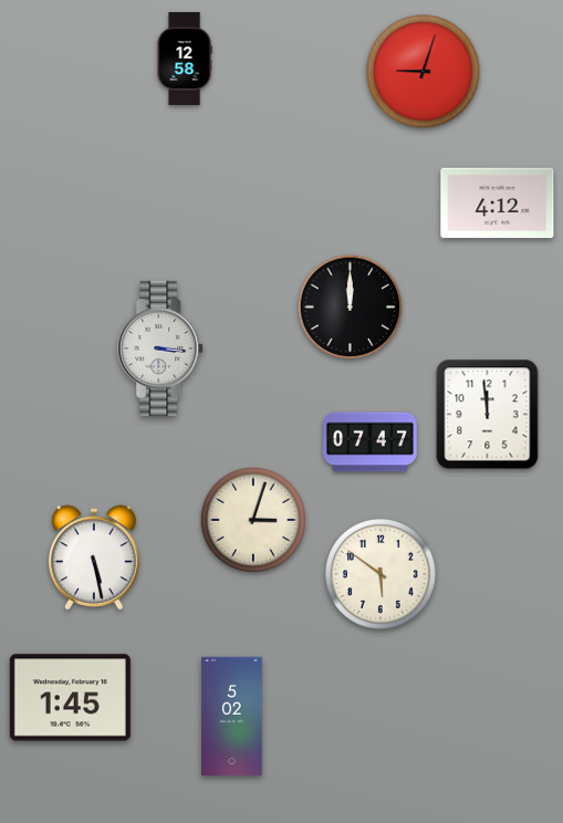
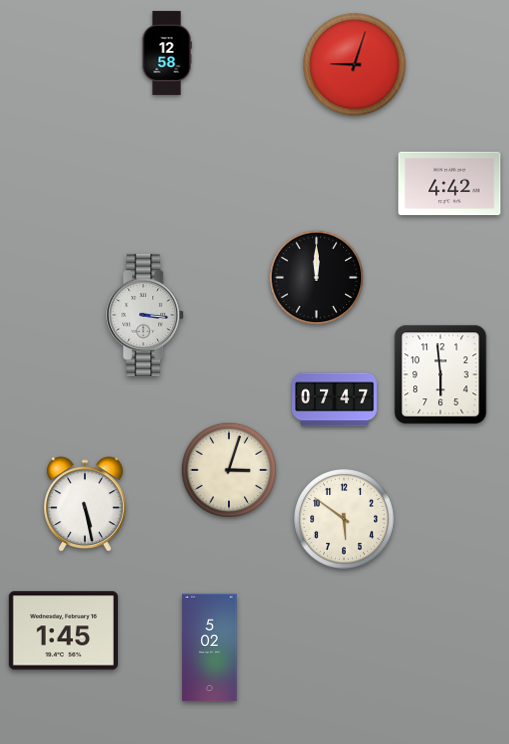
clock at (424, 72) position: (424, 72) -> (355, 65)
clock at (498, 204): 4:12 -> 4:42
clock at (488, 415): 11:59 -> 5:59
